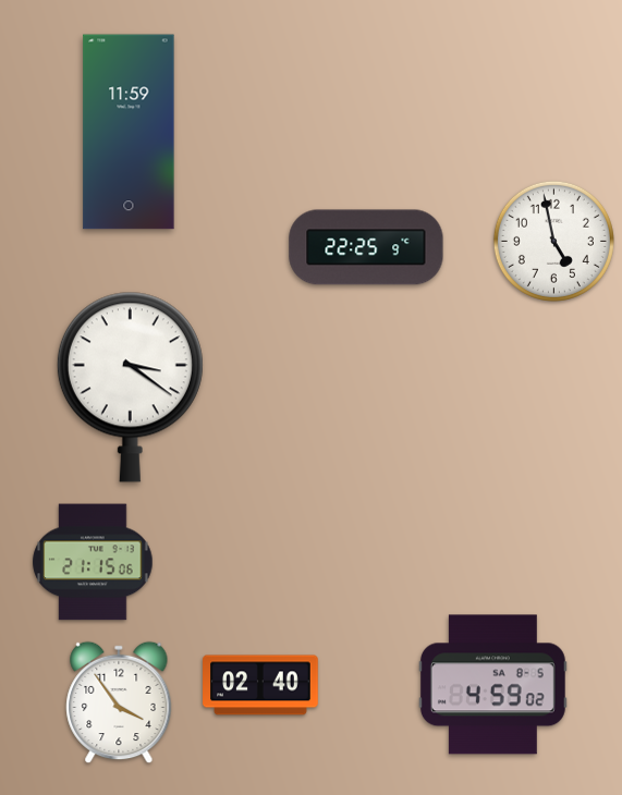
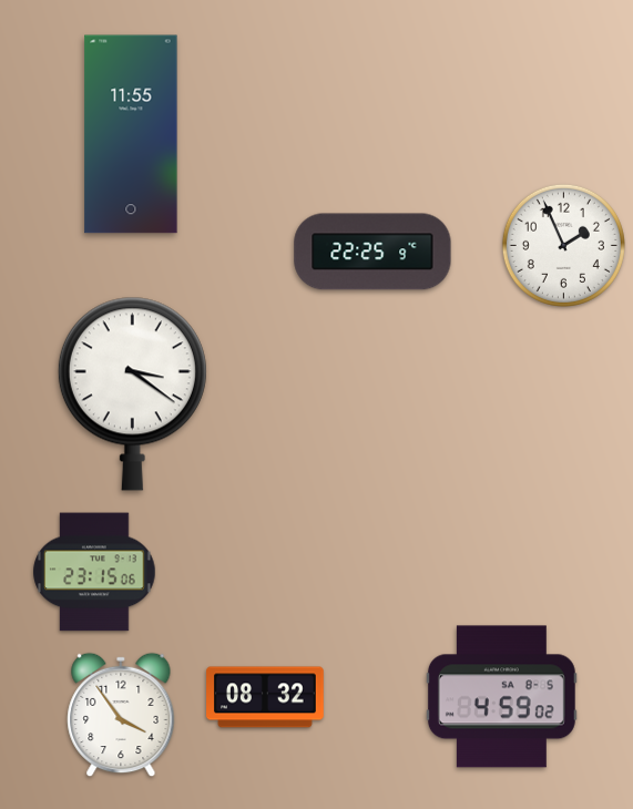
clock at (129, 132): 11:59 -> 11:55
clock at (553, 241): 4:58 -> 1:56
clock at (93, 562): 21:15 -> 23:15
clock at (260, 685): 02:40 -> 08:32
